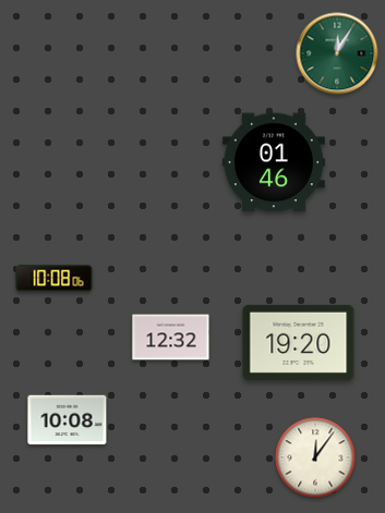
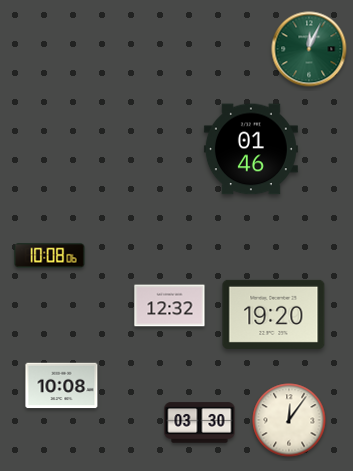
clock at (337, 53): 12:05 -> 12:04
clock at (171, 338) position: (171, 338) -> (170, 306)
clock at (200, 423): none -> 03:30
